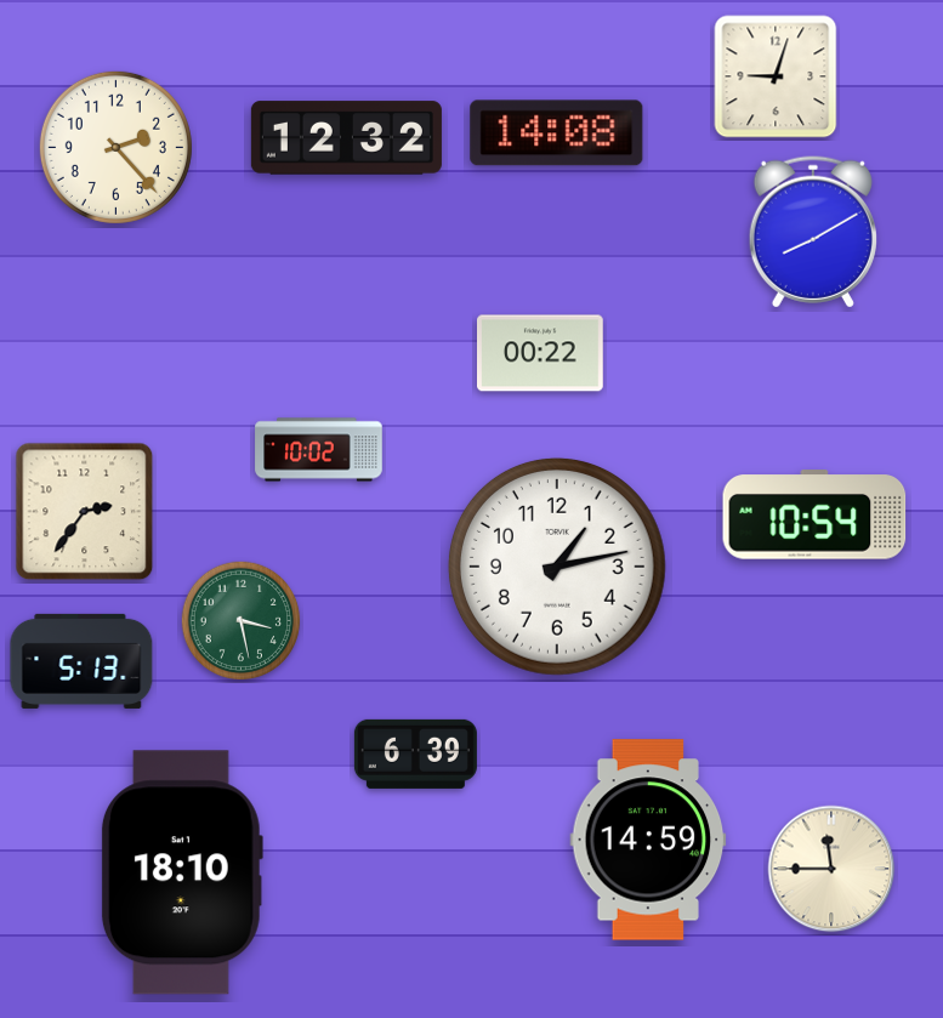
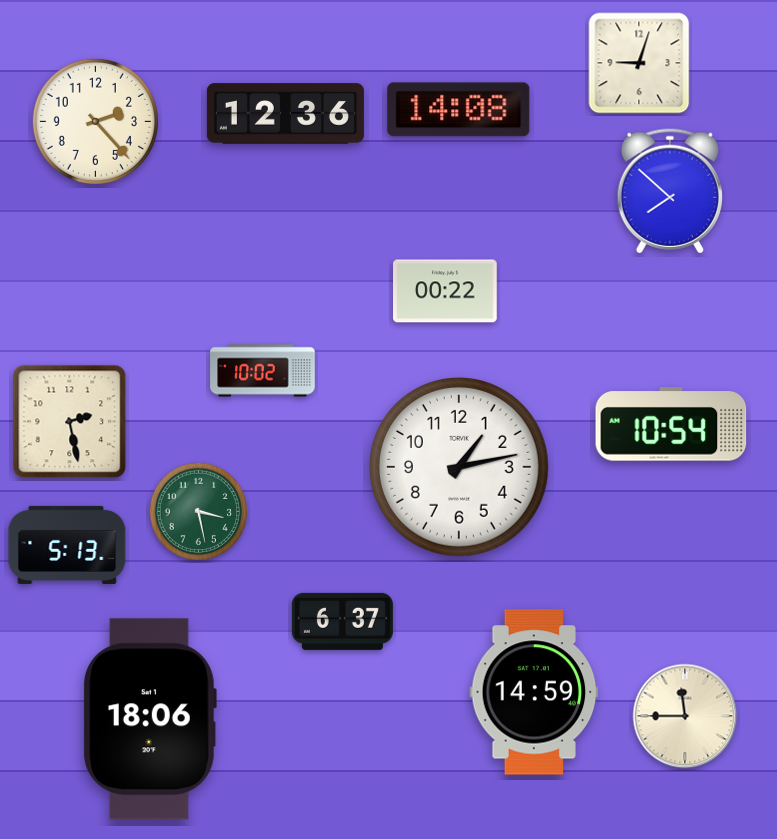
clock at (346, 138): 12:32 -> 12:36
clock at (813, 232): 8:10 -> 7:52
clock at (85, 512): 2:36 -> 2:28
clock at (415, 753): 6:39 -> 6:37
clock at (181, 872): 18:10 -> 18:06
